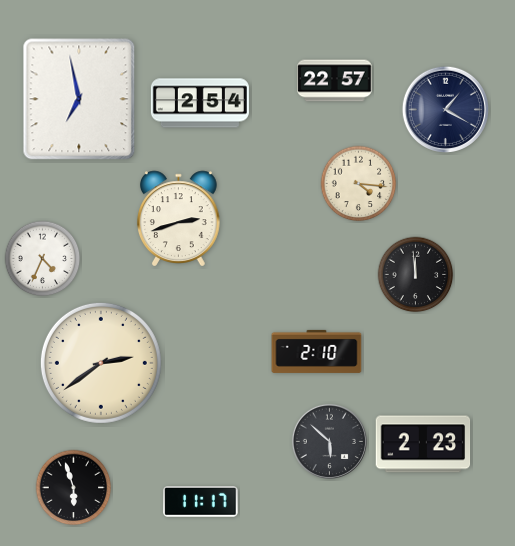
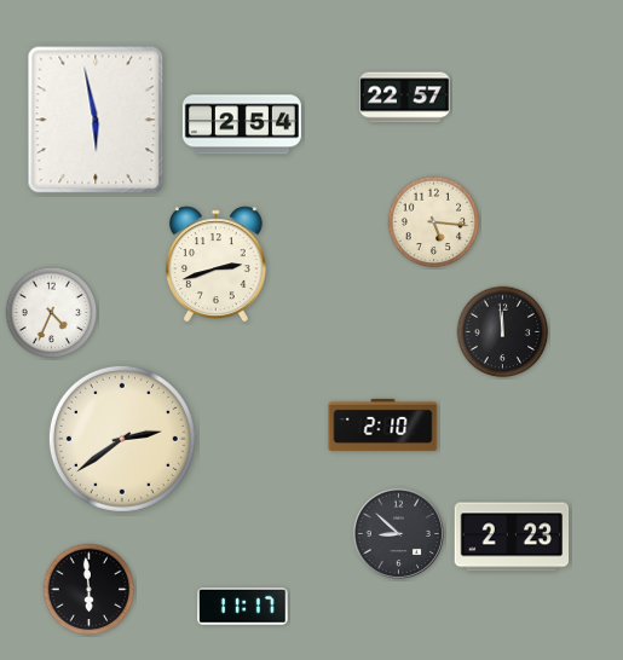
clock at (79, 99): 6:58 -> 5:58
clock at (445, 109): 1:20 -> none
clock at (359, 184): 4:16 -> 5:16
clock at (329, 441): 5:52 -> 8:52
clock at (74, 488): 5:57 -> 5:59
